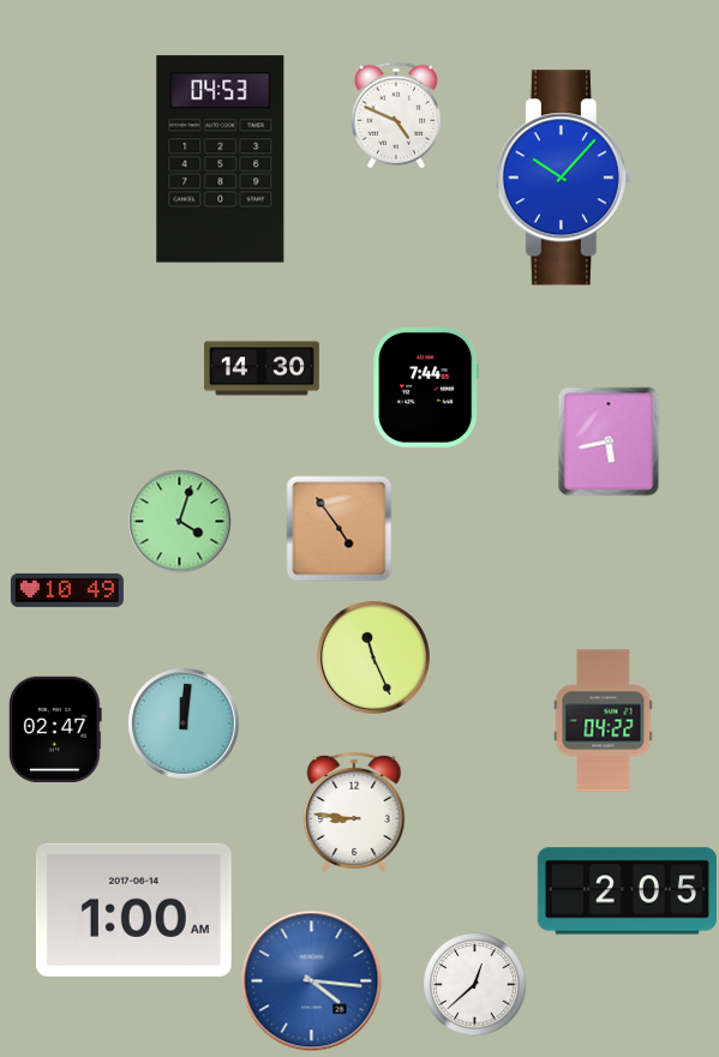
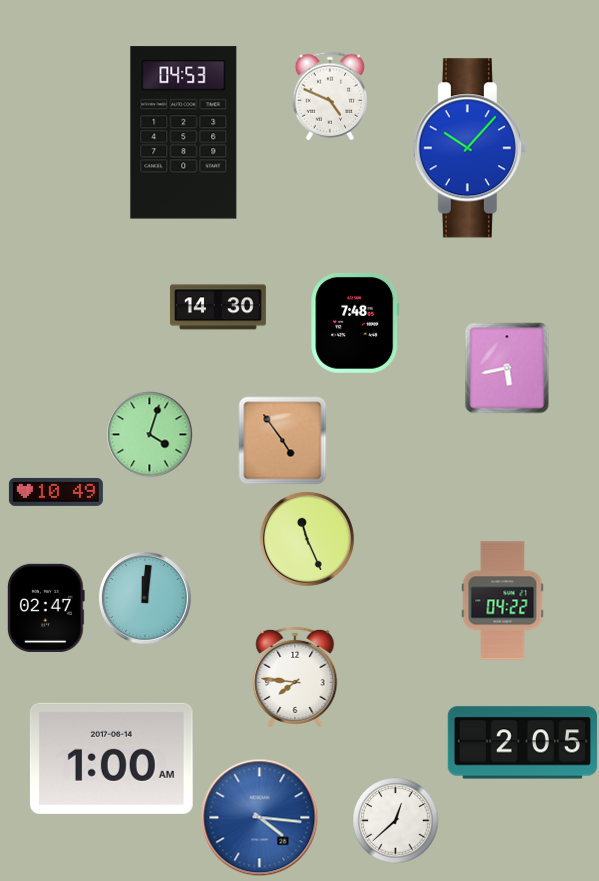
clock at (426, 388): 7:44 -> 7:48
clock at (373, 657) position: (373, 657) -> (307, 539)
clock at (184, 723) position: (184, 723) -> (145, 598)
clock at (354, 812): 8:46 -> 7:46
